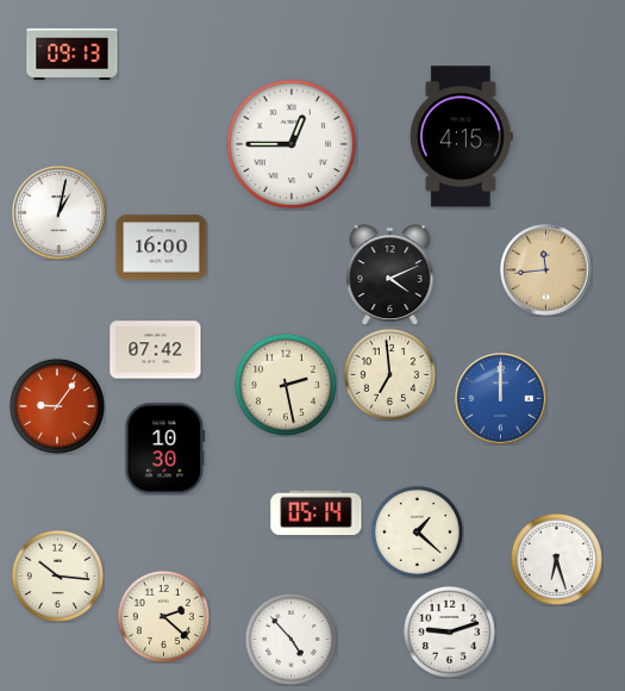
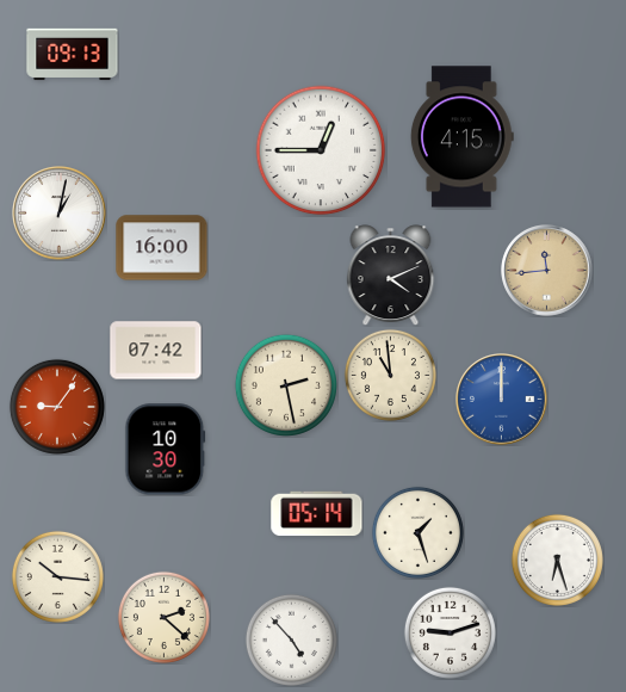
clock at (292, 144) position: (292, 144) -> (321, 150)
clock at (389, 374): 6:59 -> 10:59
clock at (417, 531): 1:22 -> 1:27
